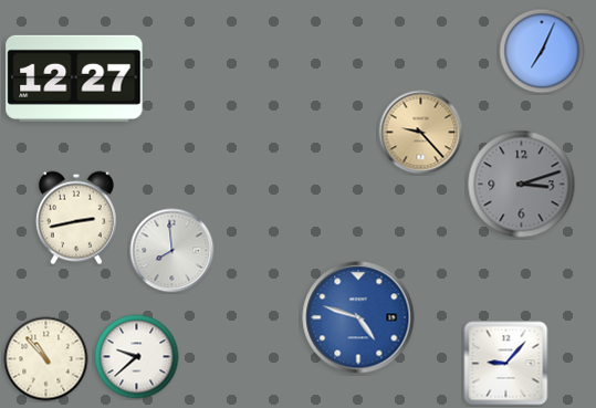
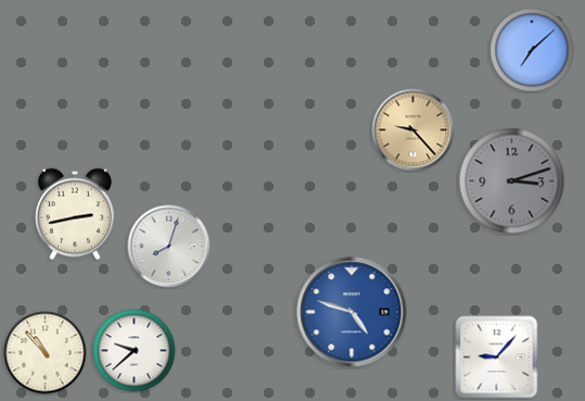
clock at (542, 51): 7:04 -> 7:08
clock at (74, 79): 12:27 -> none
clock at (172, 251): 7:59 -> 8:03
